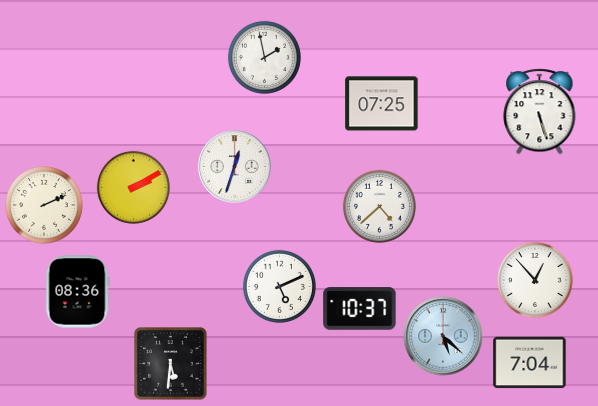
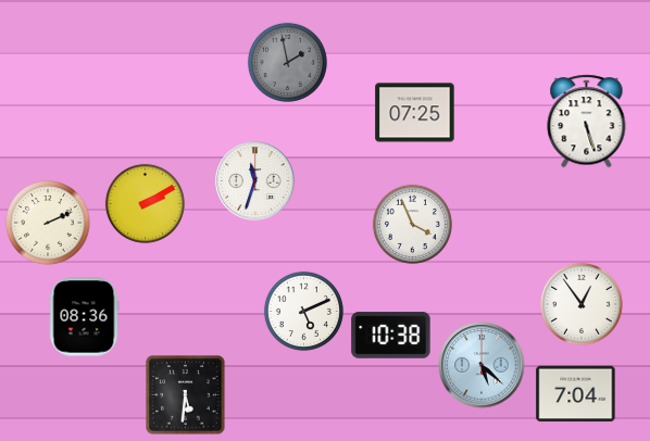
clock at (264, 57) dial: white -> grey
clock at (235, 167): 12:33 -> 11:33
clock at (379, 206): 4:38 -> 3:56
clock at (535, 280): 12:53 -> 12:54
clock at (360, 309): 10:37 -> 10:38
